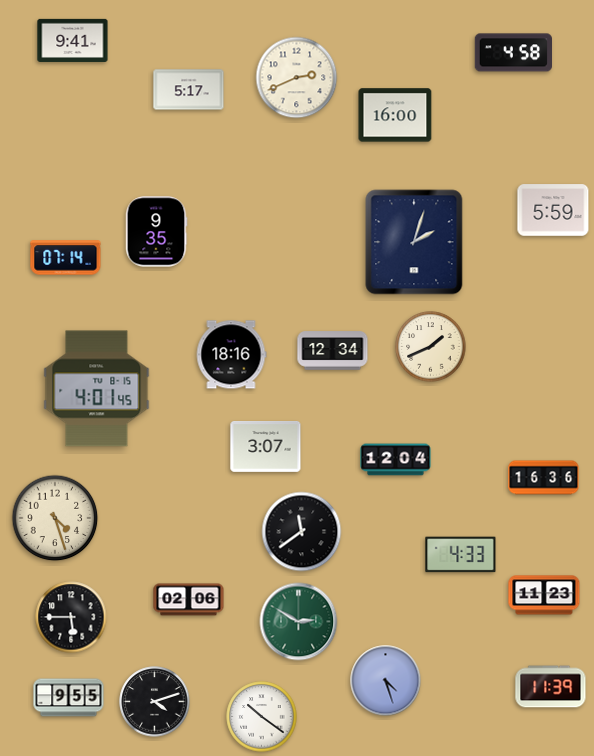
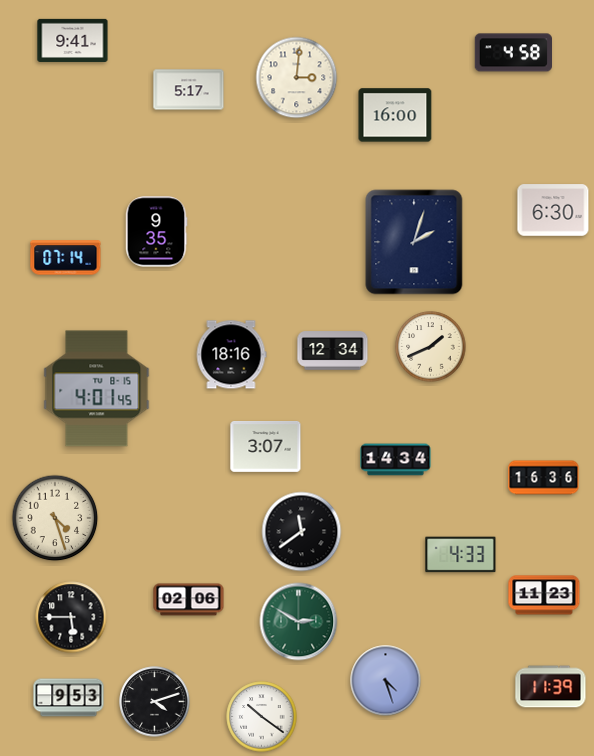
clock at (297, 78): 2:41 -> 3:01
clock at (553, 210): 5:59 -> 6:30
clock at (396, 460): 12:04 -> 14:34
clock at (69, 698): 9:55 -> 9:53
